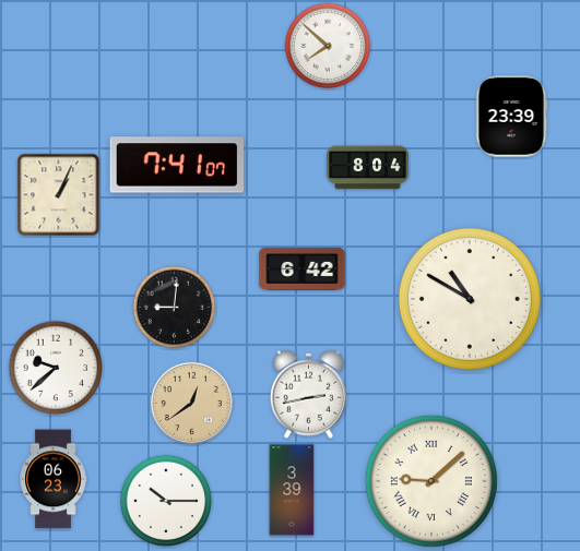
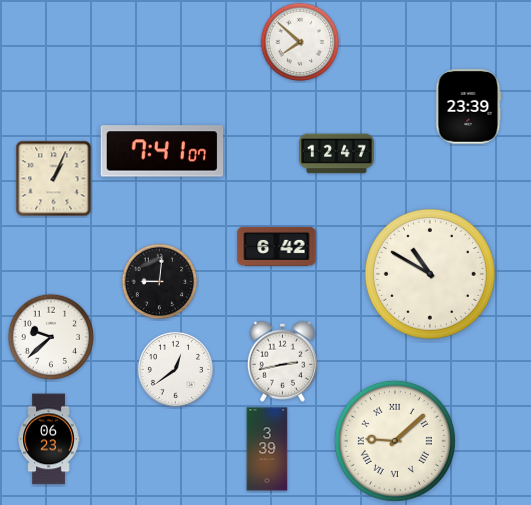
clock at (368, 168): 8:04 -> 12:47
clock at (191, 403) dial: champagne -> white
clock at (166, 501): 10:15 -> none
